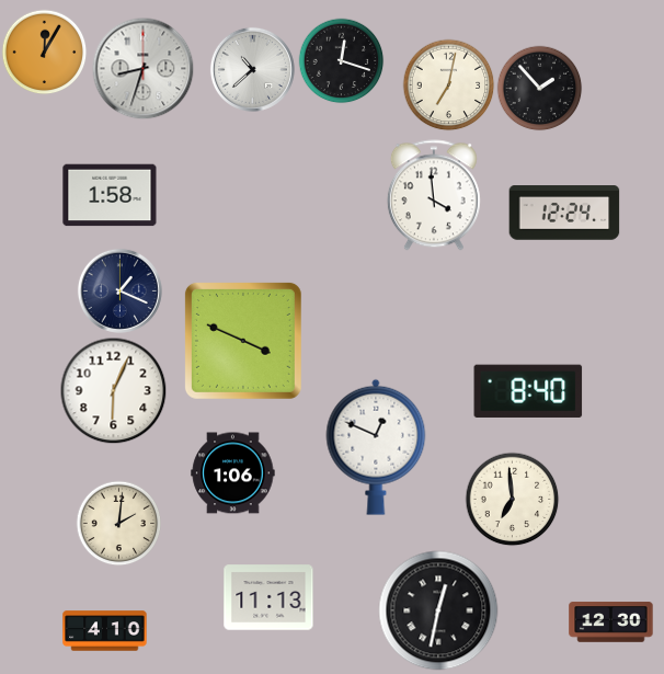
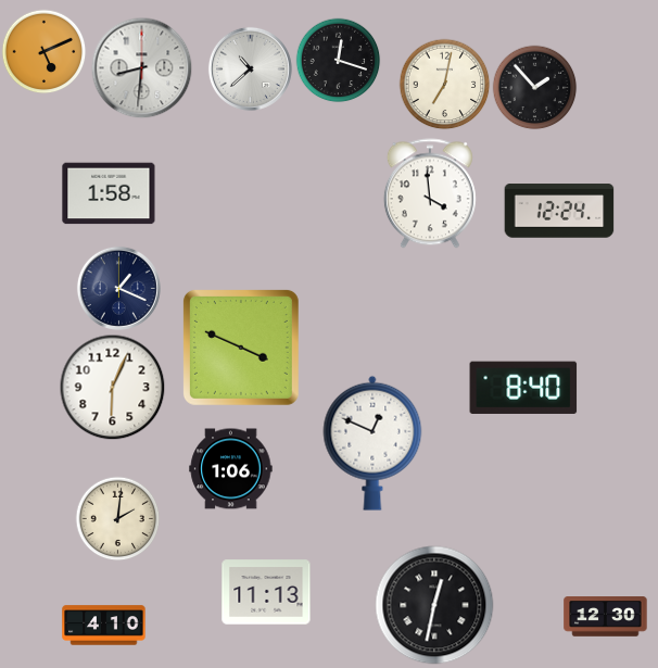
clock at (44, 52): 12:05 -> 5:11
clock at (142, 68): 8:33 -> 8:31
clock at (243, 341) position: (243, 341) -> (241, 348)
clock at (512, 499): 6:59 -> none
